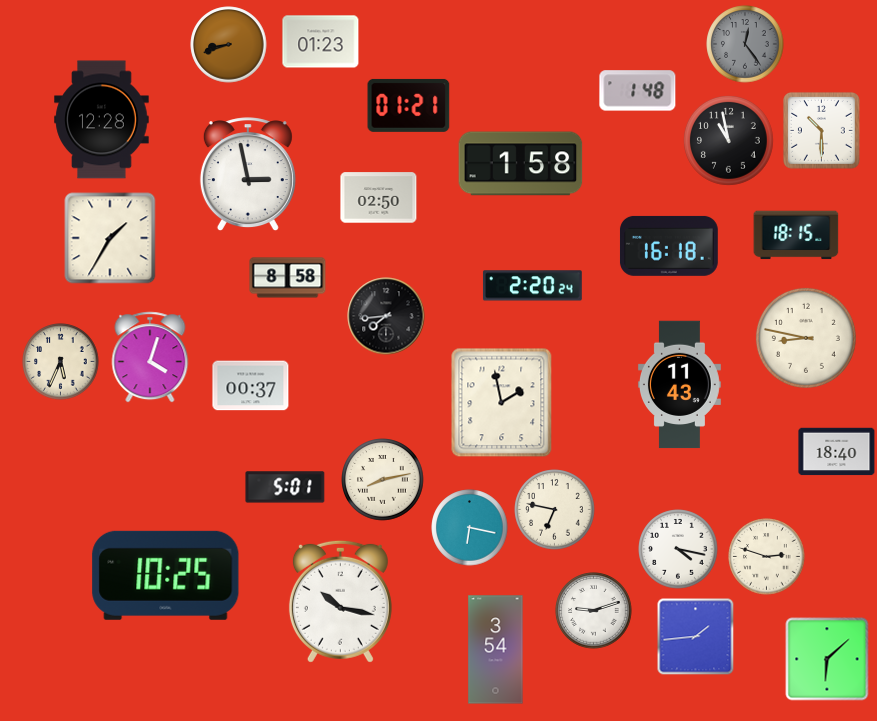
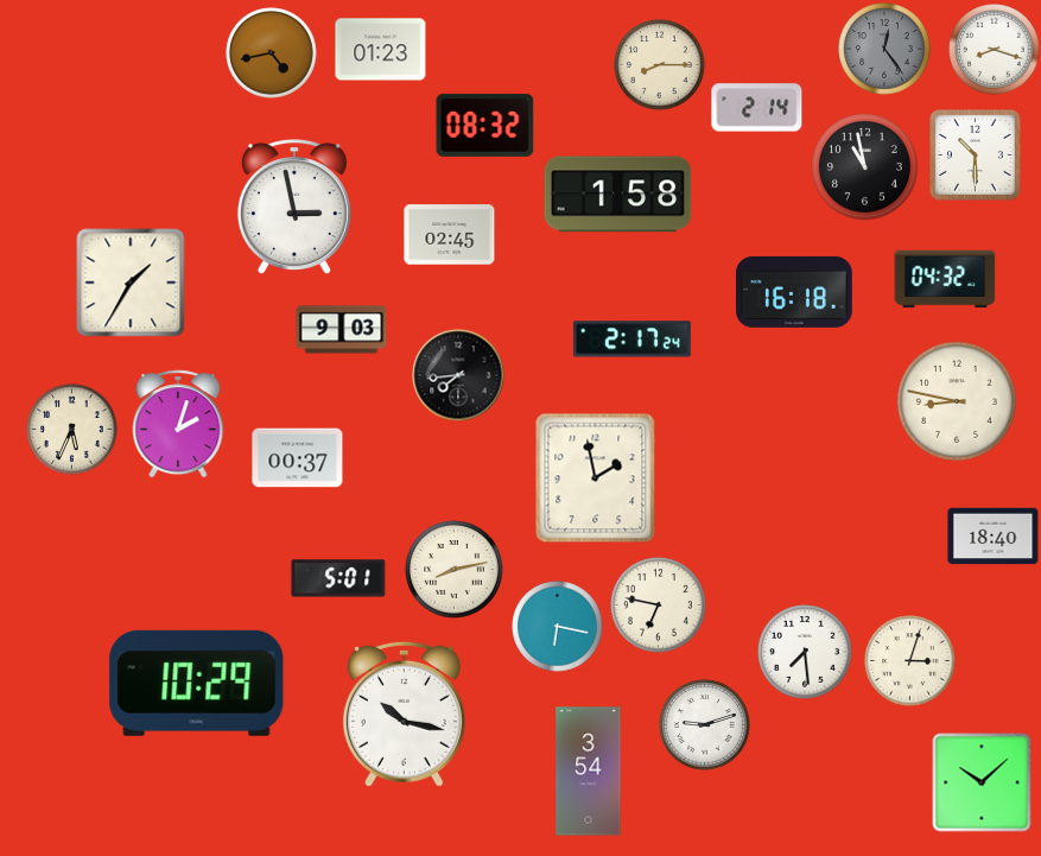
clock at (995, 50): none -> 8:18
clock at (745, 44) position: (745, 44) -> (884, 49)
clock at (229, 45): 8:42 -> 4:43
clock at (660, 65): none -> 8:15
clock at (638, 91): 1:48 -> 2:14
clock at (409, 105): 01:21 -> 08:32
clock at (102, 120): 12:28 -> none
clock at (379, 198): 02:50 -> 02:45
clock at (796, 235): 18:15 -> 04:32
clock at (288, 278): 8:58 -> 9:03
clock at (532, 286): 2:20 -> 2:17
clock at (150, 357): 4:03 -> 2:03
clock at (679, 385): 11:43 -> none
clock at (678, 549): 4:17 -> 7:29
clock at (767, 557): 2:48 -> 3:03
clock at (166, 575): 10:25 -> 10:29
clock at (695, 636): 1:44 -> none
clock at (827, 659): 6:08 -> 10:08
